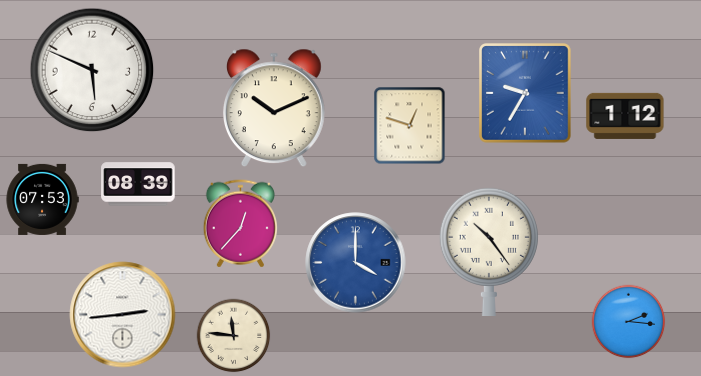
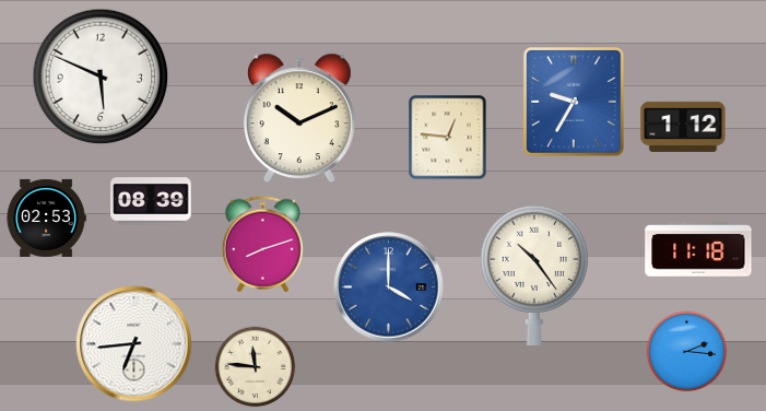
clock at (410, 126): 12:48 -> 12:46
clock at (42, 199): 07:53 -> 02:53
clock at (240, 224): 12:37 -> 8:12
clock at (698, 249): none -> 11:18
clock at (123, 315): 2:44 -> 6:44
